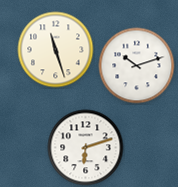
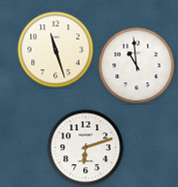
clock at (137, 66): 10:12 -> 10:59
